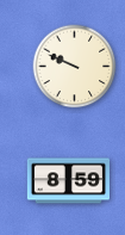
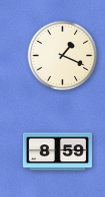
clock at (75, 67): 9:49 -> 1:19
